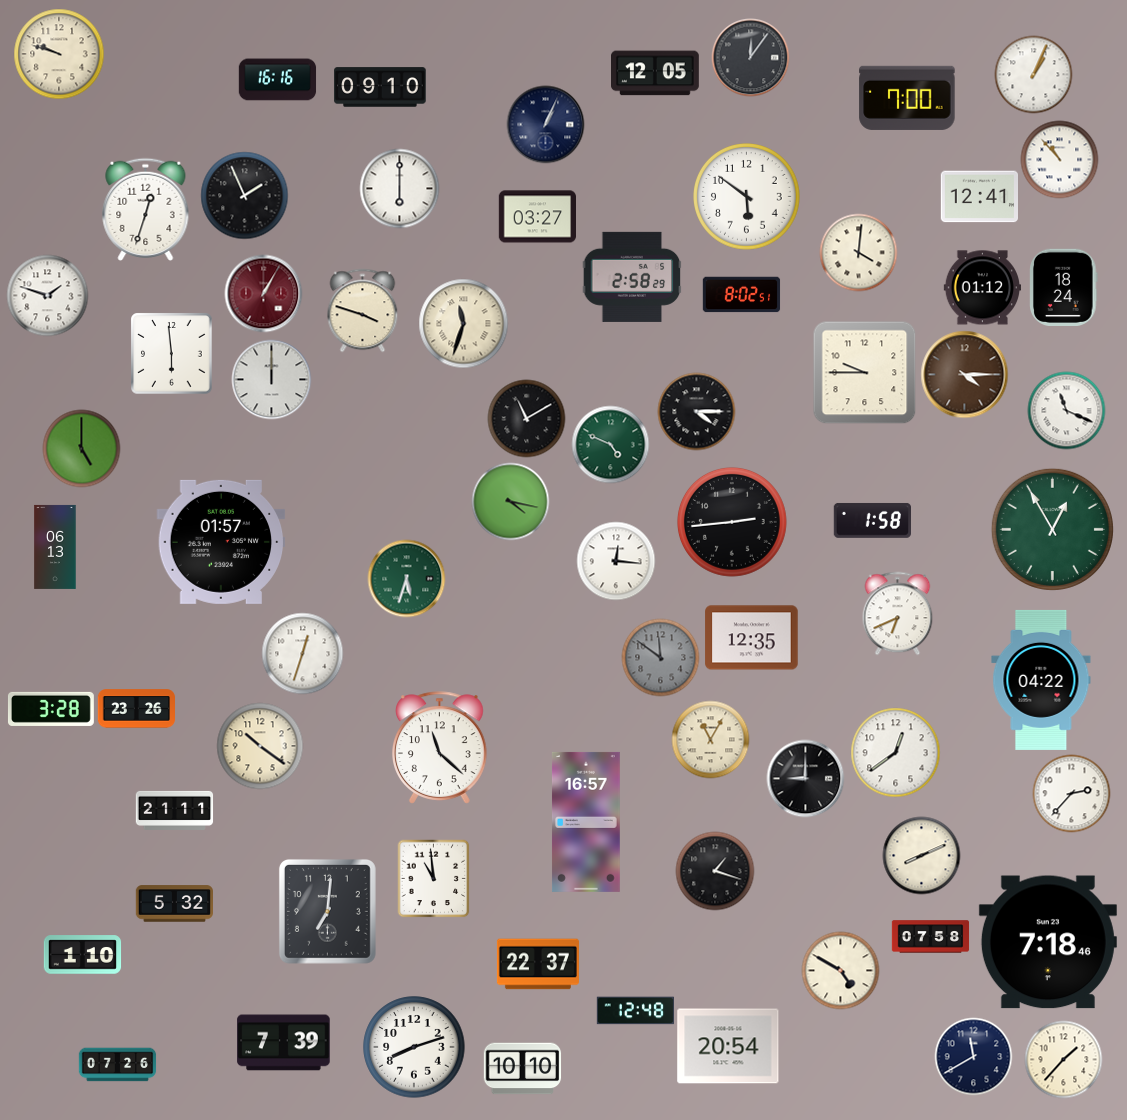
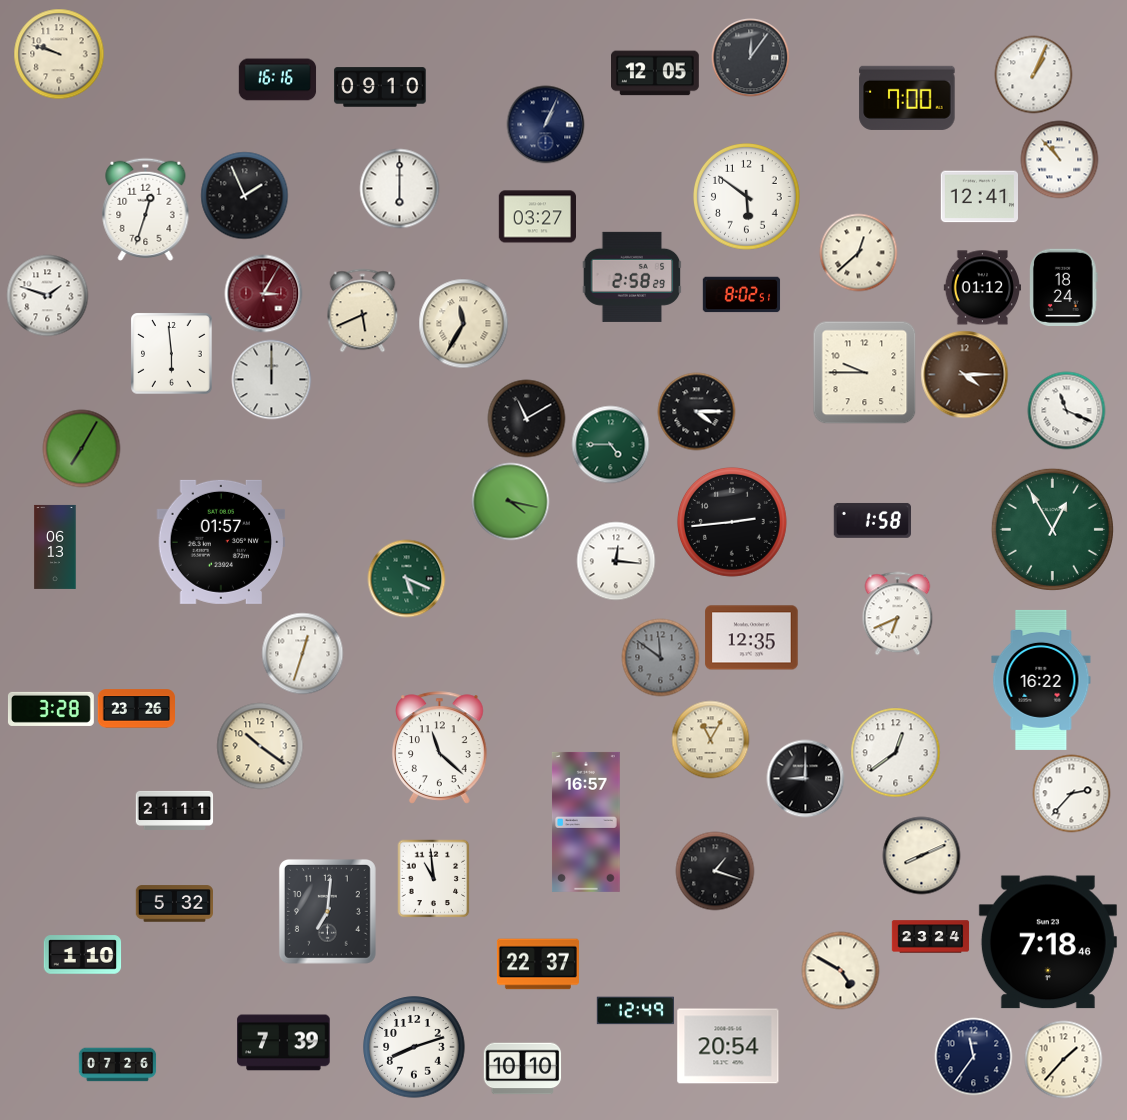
clock at (858, 252): 4:01 -> 12:38
clock at (263, 293): 1:05 -> 3:05
clock at (363, 310): 3:48 -> 5:41
clock at (463, 323): 11:33 -> 11:35
clock at (610, 444): 4:49 -> 4:45
clock at (81, 448): 5:00 -> 7:05
clock at (406, 578): 5:33 -> 5:19
clock at (1041, 680): 04:22 -> 16:22
clock at (930, 937): 07:58 -> 23:24
clock at (635, 1011): 12:48 -> 12:49
clock at (973, 1056): 11:40 -> 11:36
